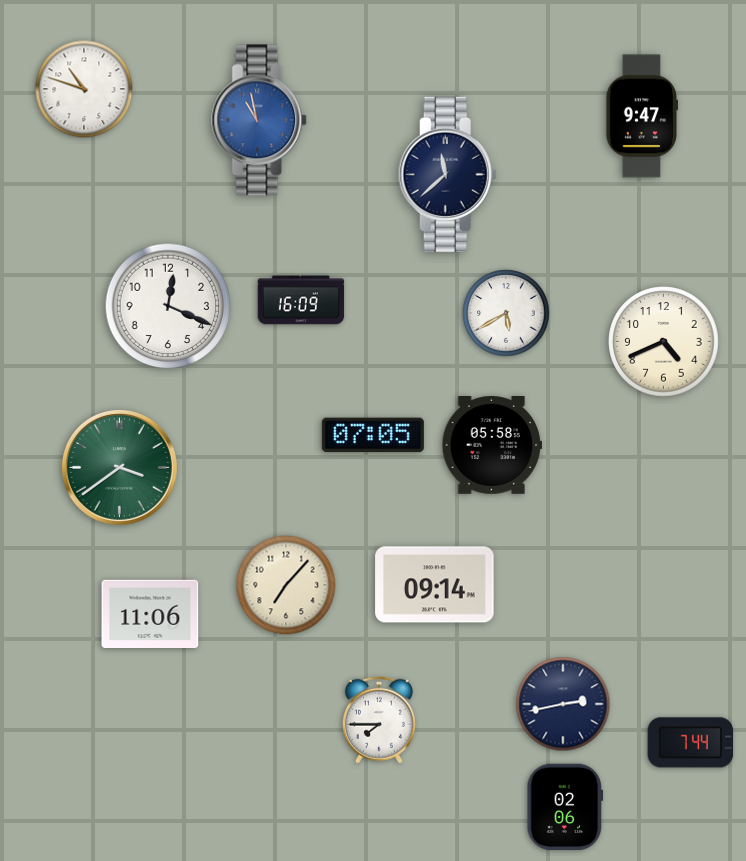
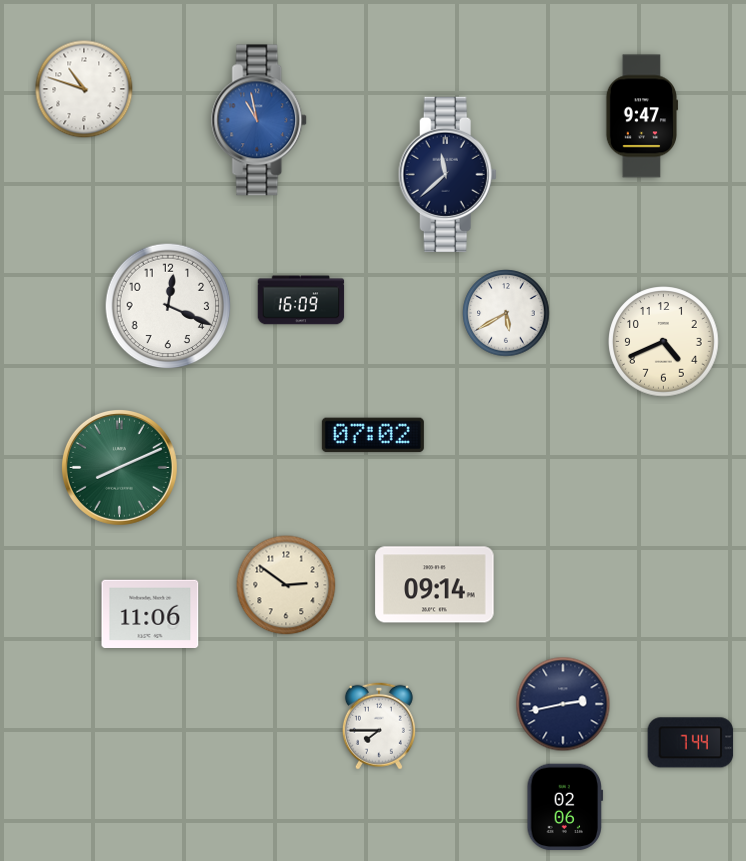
clock at (373, 435): 07:05 -> 07:02
clock at (492, 446): 05:58 -> none
clock at (119, 467): 3:39 -> 8:11
clock at (286, 585): 7:07 -> 2:51
clock at (379, 720) position: (379, 720) -> (379, 726)
